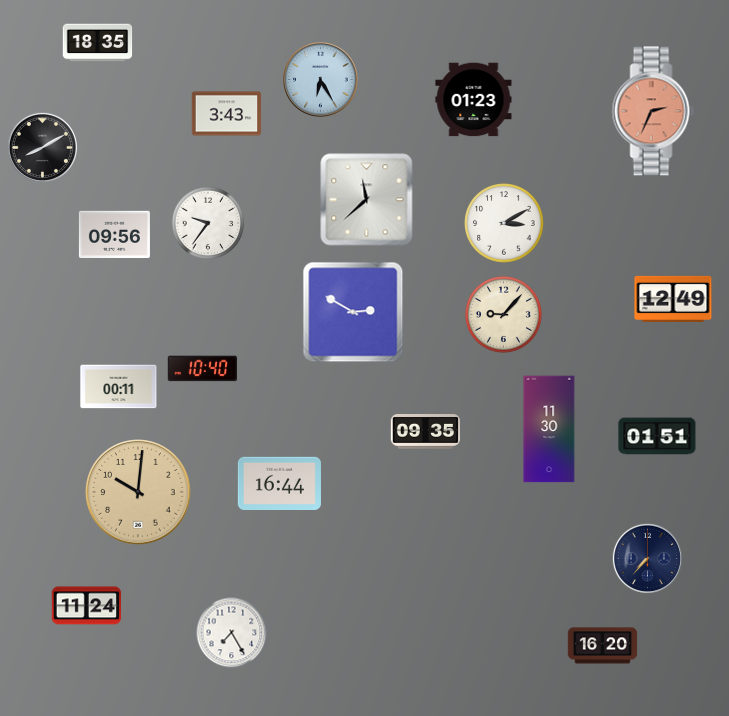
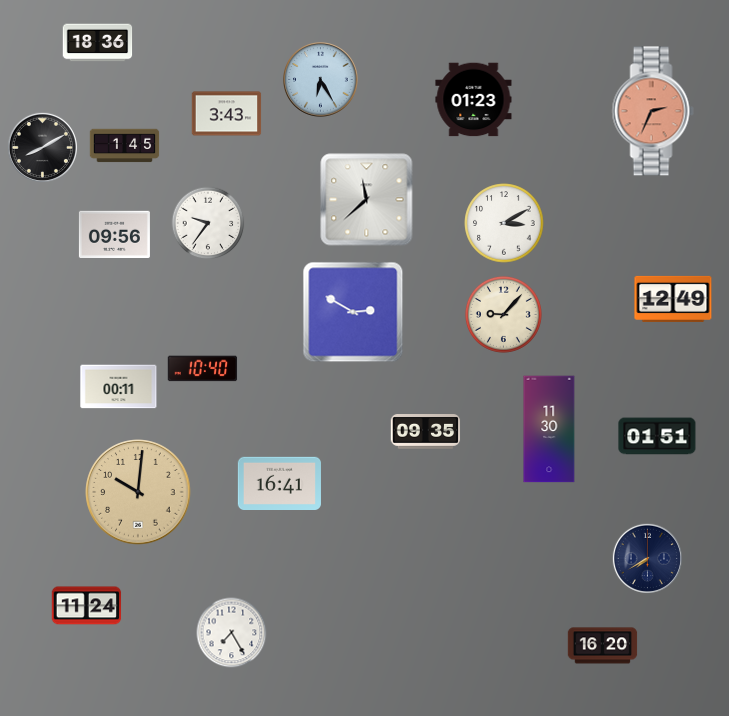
clock at (98, 43): 18:35 -> 18:36
clock at (125, 146): none -> 1:45
clock at (279, 483): 16:44 -> 16:41
clock at (647, 558): 7:37 -> 7:40
